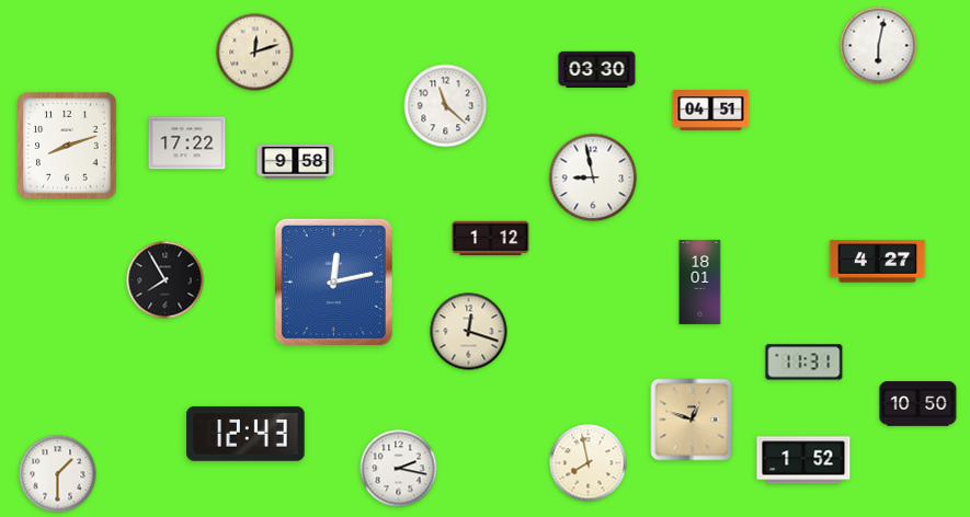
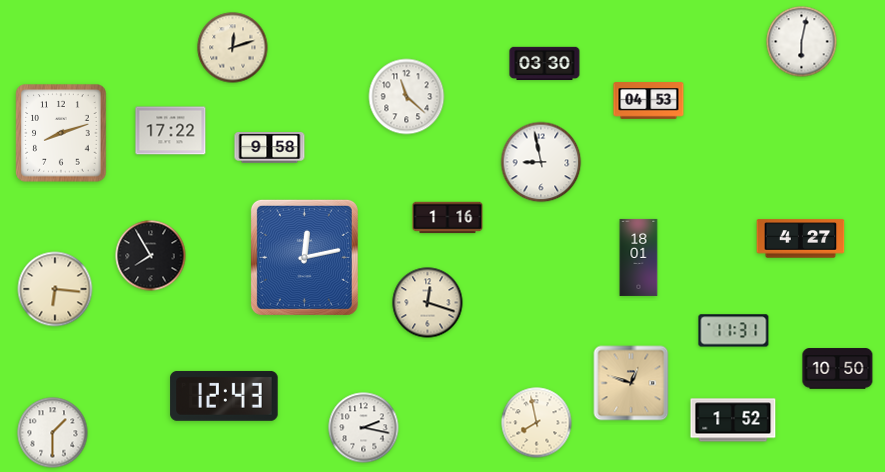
clock at (711, 111): 04:51 -> 04:53
clock at (491, 239): 1:12 -> 1:16
clock at (55, 289): none -> 6:16
